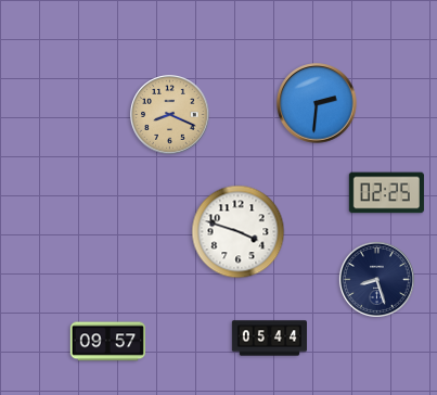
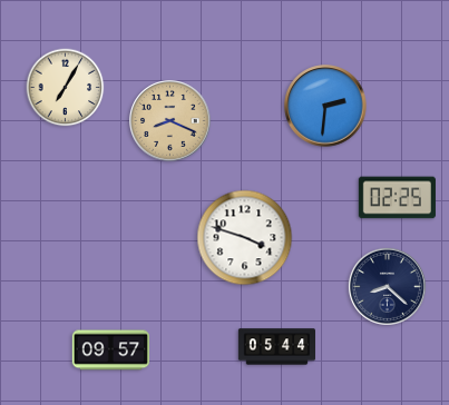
clock at (66, 88): none -> 7:05
clock at (170, 115) position: (170, 115) -> (170, 121)
clock at (376, 279): 8:27 -> 8:22
